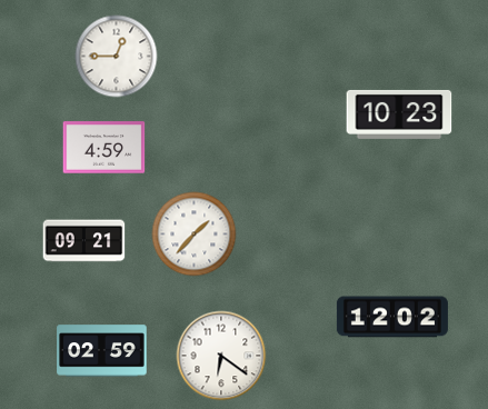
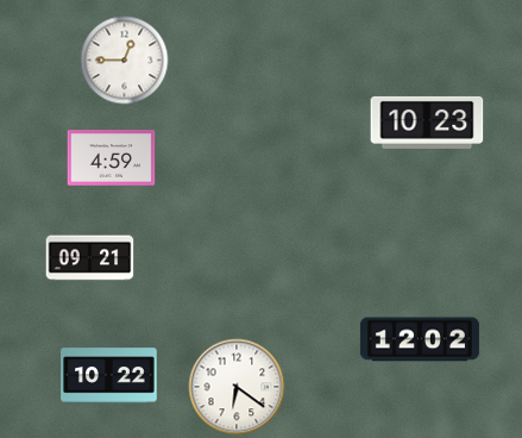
clock at (195, 235): 1:37 -> none
clock at (102, 351): 02:59 -> 10:22
clock at (221, 356) position: (221, 356) -> (237, 387)
